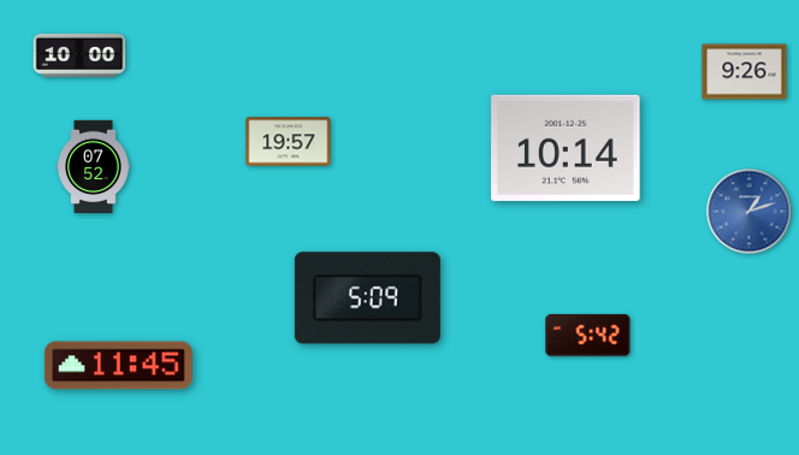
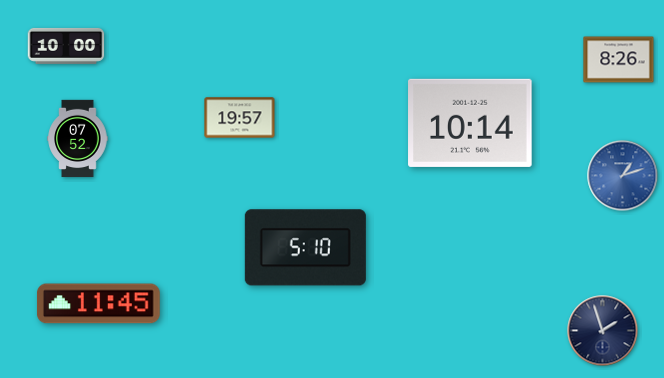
clock at (745, 72): 9:26 -> 8:26
clock at (367, 299): 5:09 -> 5:10
clock at (588, 335): 5:42 -> none
clock at (603, 331): none -> 1:57
